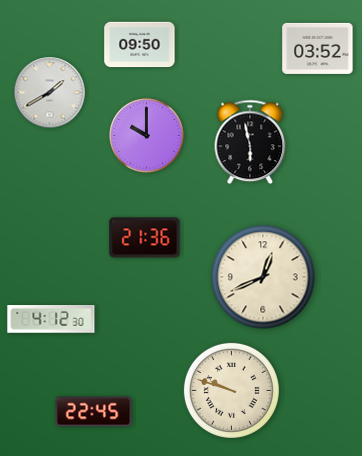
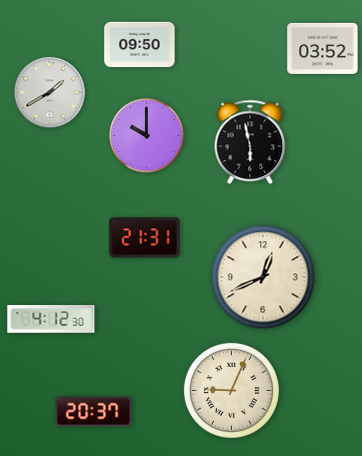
clock at (318, 48) position: (318, 48) -> (323, 48)
clock at (145, 238): 21:36 -> 21:31
clock at (231, 390): 9:48 -> 9:04
clock at (94, 412): 22:45 -> 20:37
